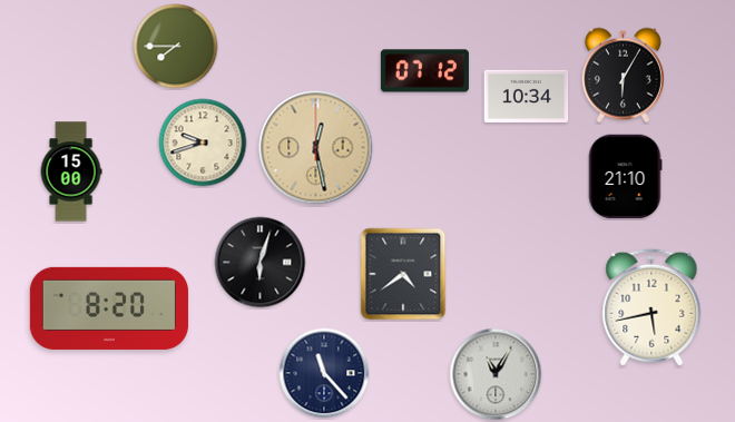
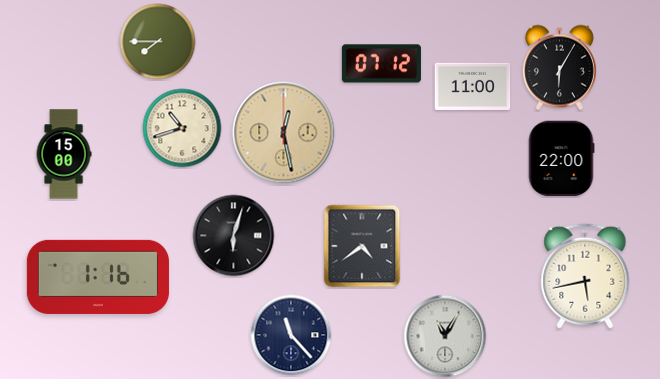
clock at (527, 96): 10:34 -> 11:00
clock at (203, 143): 9:42 -> 10:42
clock at (625, 177): 21:10 -> 22:00
clock at (109, 308): 8:20 -> 1:16
